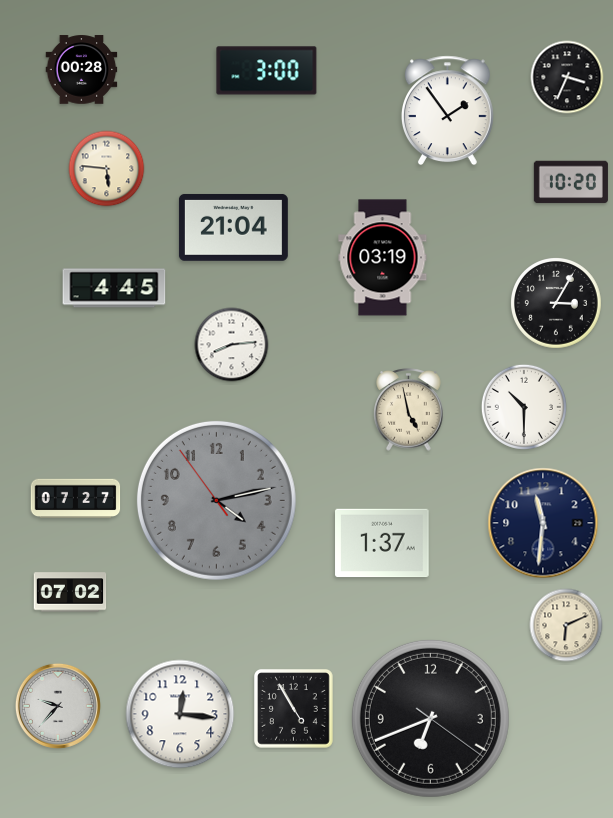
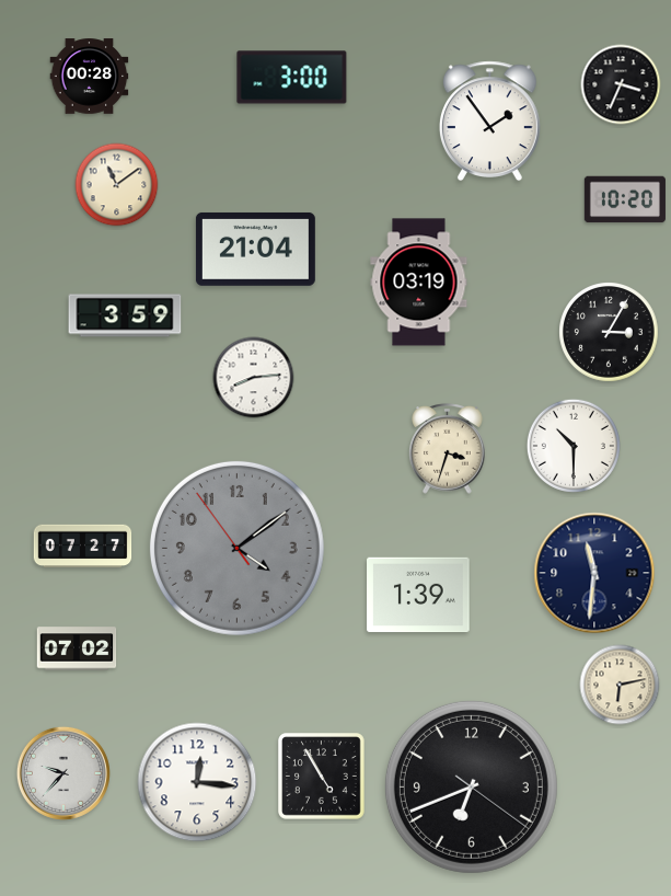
clock at (107, 169): 5:46 -> 11:09
clock at (114, 288): 4:45 -> 3:59
clock at (409, 410): 4:58 -> 3:33
clock at (216, 500): 4:12 -> 4:08
clock at (382, 543): 1:37 -> 1:39
clock at (566, 625): 6:11 -> 6:13
